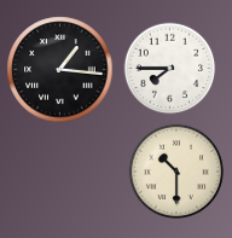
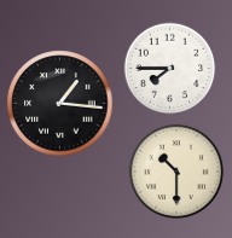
clock at (60, 70) position: (60, 70) -> (60, 104)
